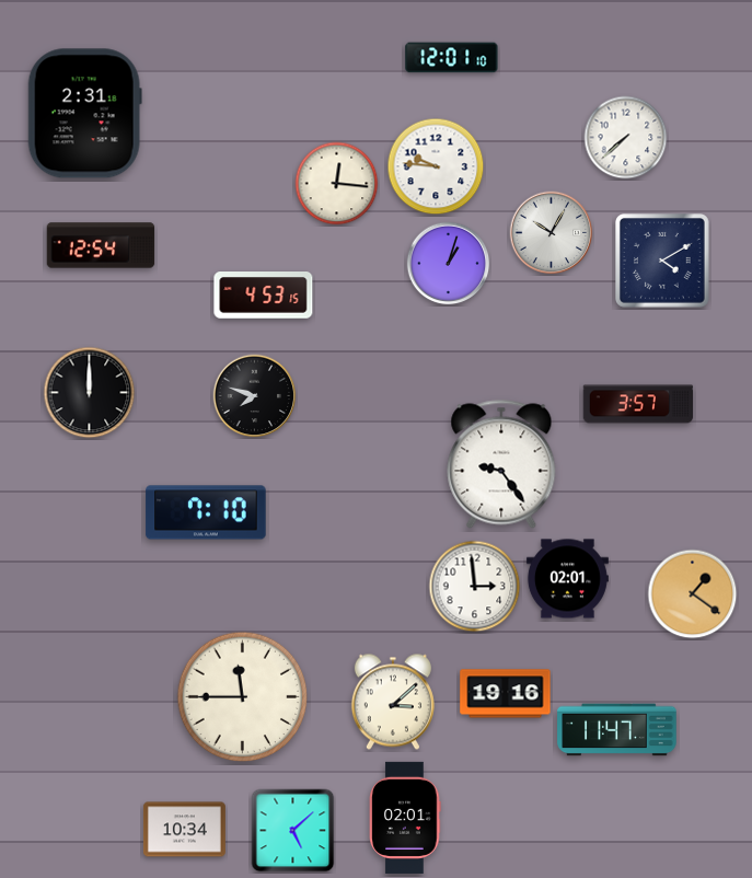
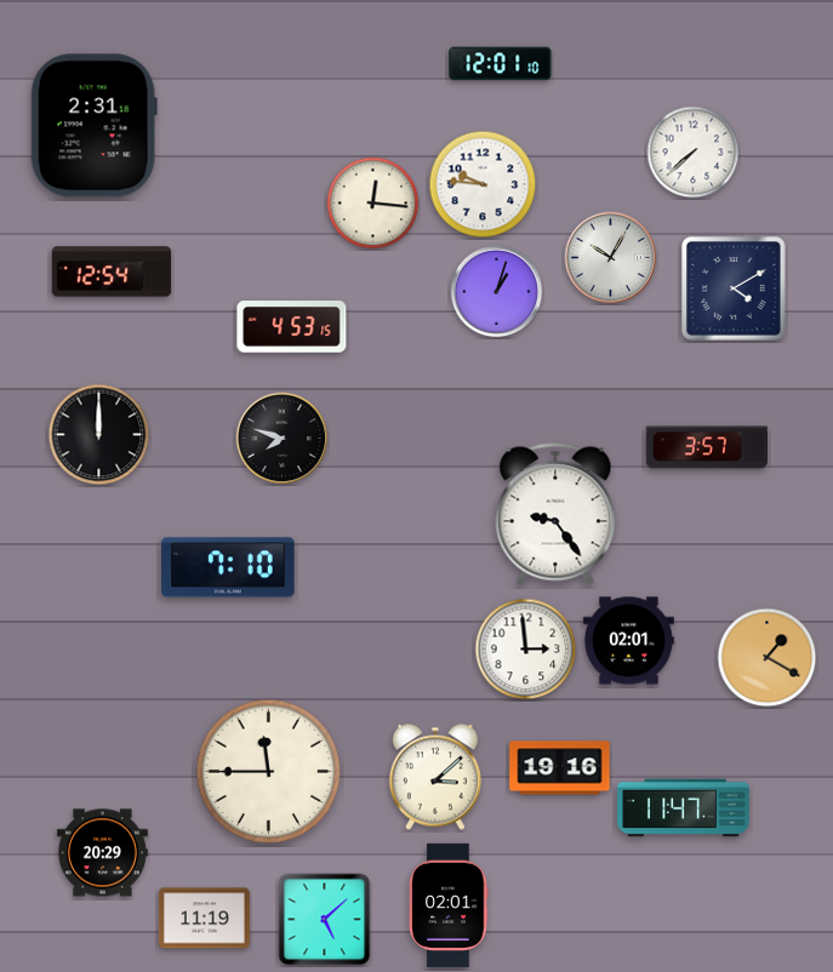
clock at (693, 594): 1:21 -> 1:20
clock at (102, 853): none -> 20:29
clock at (184, 830): 10:34 -> 11:19
